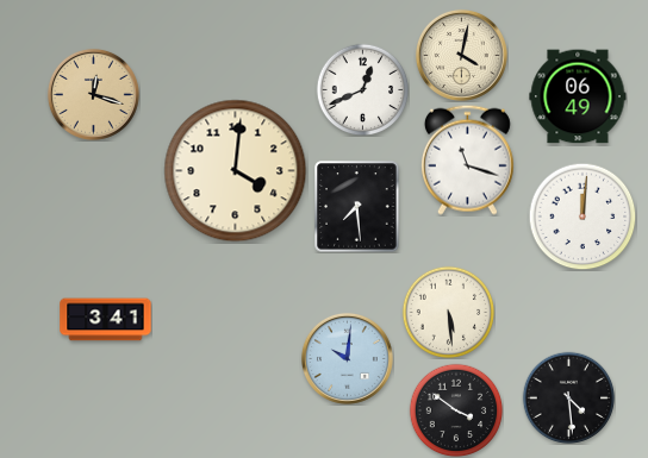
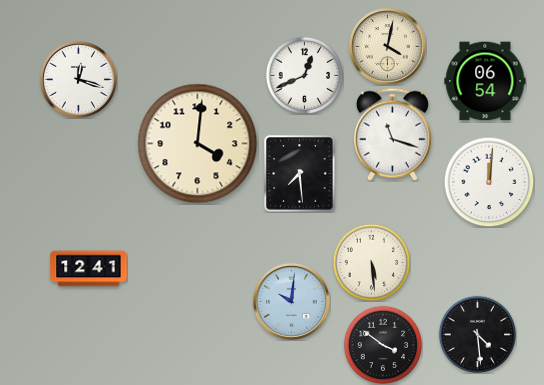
clock at (93, 94) dial: champagne -> white
clock at (578, 96): 06:49 -> 06:54
clock at (448, 312) position: (448, 312) -> (371, 262)
clock at (106, 320): 3:41 -> 12:41
